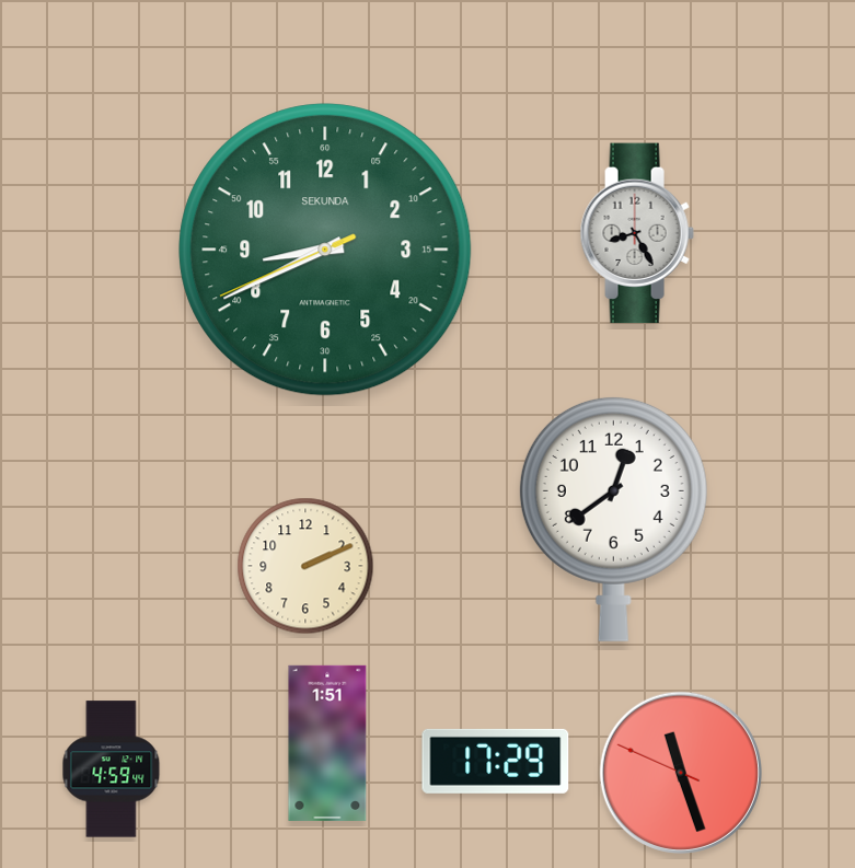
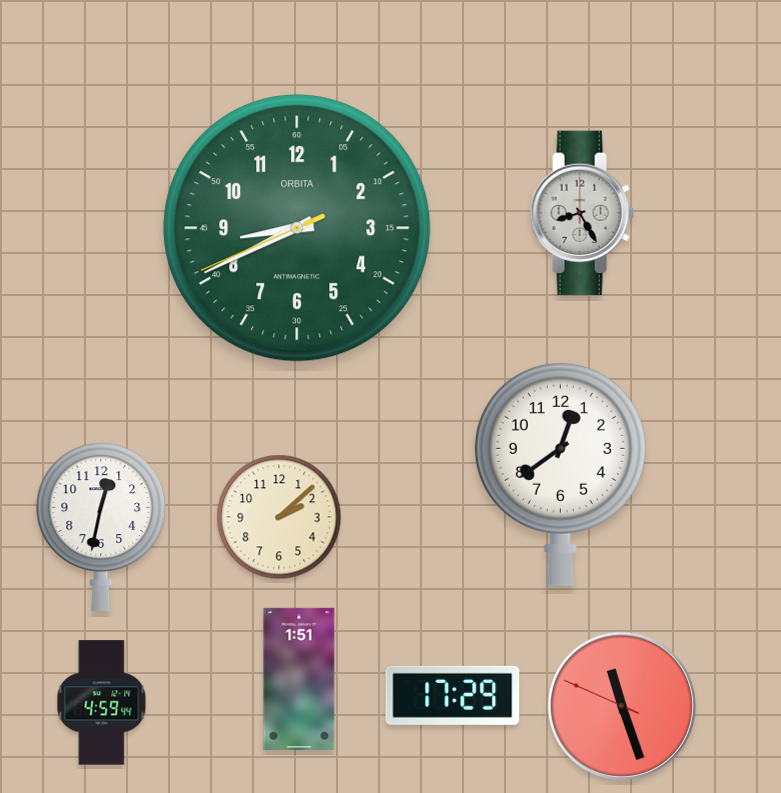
clock at (325, 250) brand: SEKUNDA -> ORBITA
clock at (305, 566): 2:11 -> 2:08
clock at (101, 527): none -> 12:32
